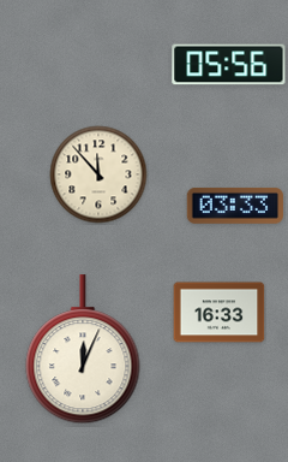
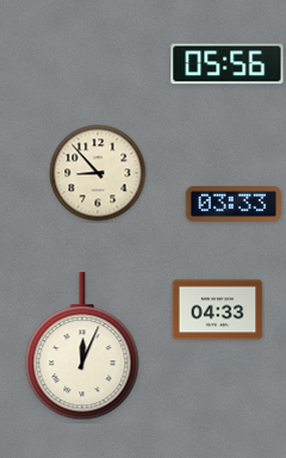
clock at (98, 174): 11:53 -> 8:53
clock at (220, 313): 16:33 -> 04:33
